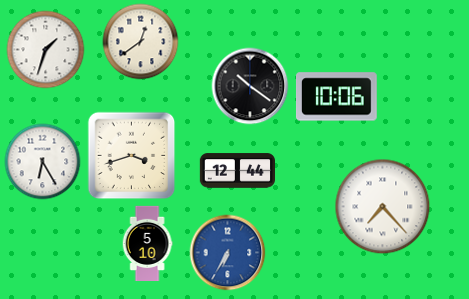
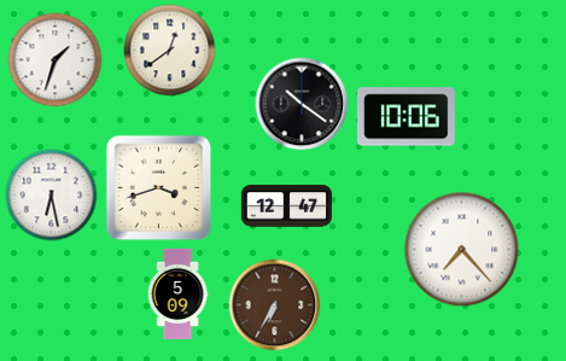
clock at (43, 162): 6:25 -> 6:28
clock at (237, 171): 12:44 -> 12:47
clock at (147, 244): 5:10 -> 5:09
clock at (228, 253) dial: blue -> brown
